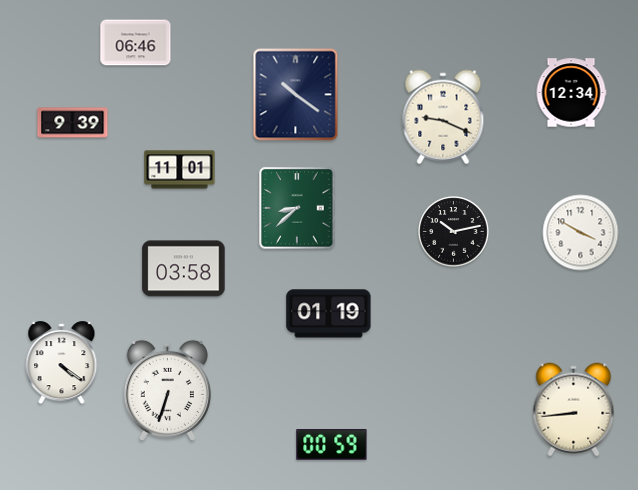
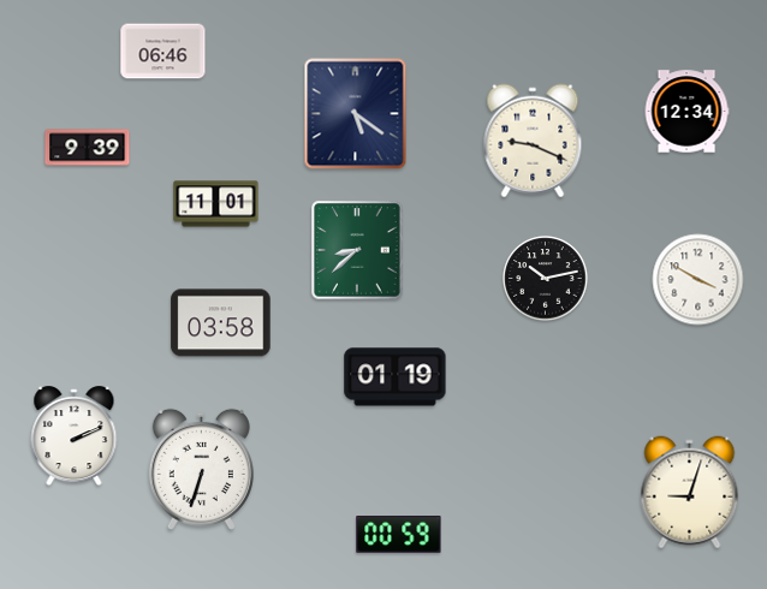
clock at (296, 95): 10:21 -> 5:21
clock at (62, 363): 4:21 -> 2:11
clock at (574, 410): 8:44 -> 9:03
